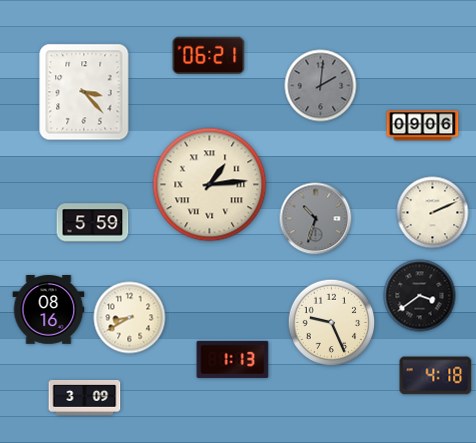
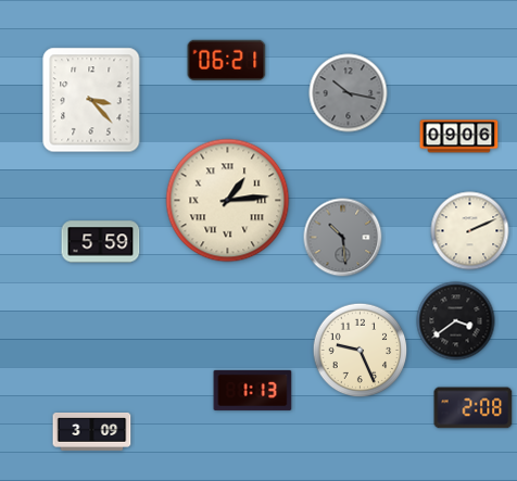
clock at (321, 86): 2:01 -> 10:17
clock at (316, 219): 10:33 -> 10:29
clock at (49, 310): 08:16 -> none
clock at (130, 318): 8:40 -> none
clock at (436, 376): 4:18 -> 2:08
